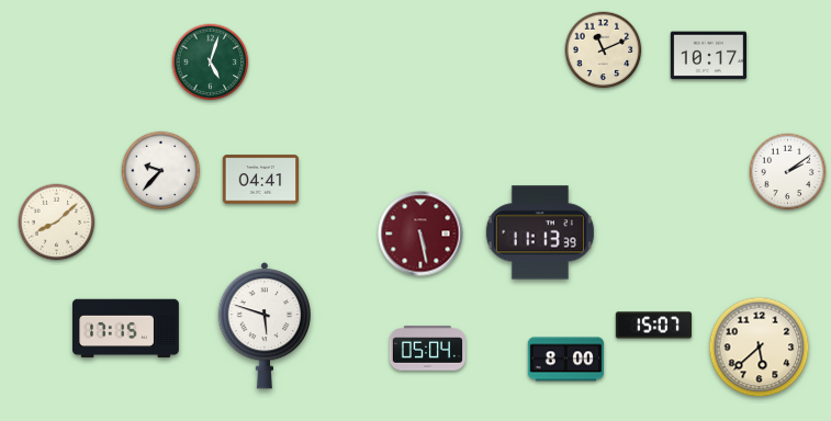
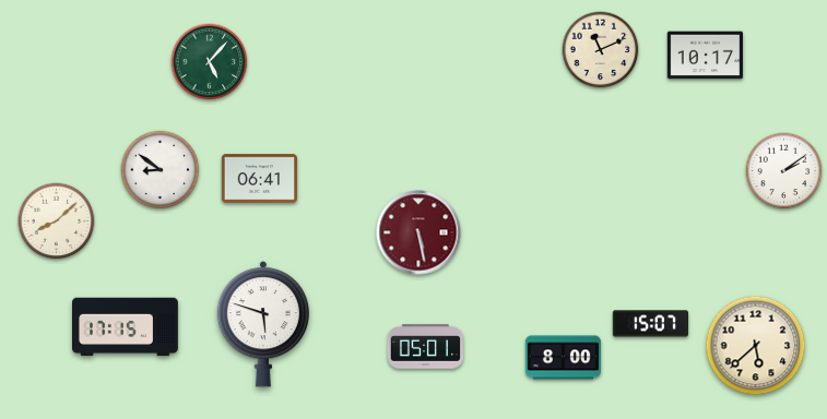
clock at (211, 62): 5:03 -> 5:07
clock at (161, 171): 9:37 -> 8:51
clock at (260, 180): 04:41 -> 06:41
clock at (540, 232): 11:13 -> none
clock at (427, 349): 05:04 -> 05:01
